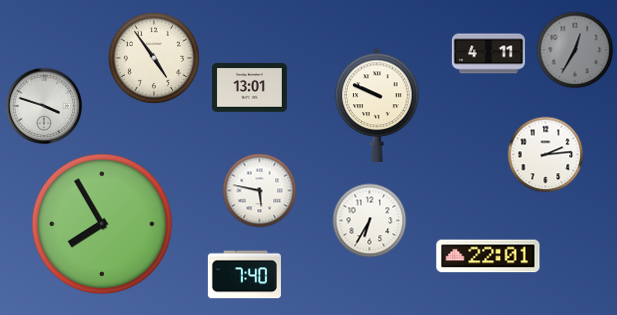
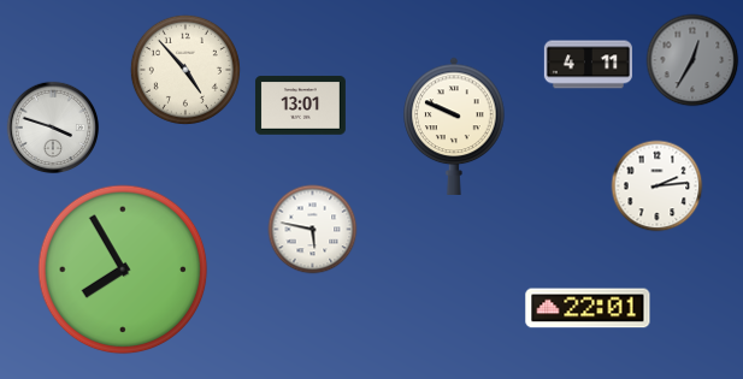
clock at (154, 58): 4:54 -> 4:53
clock at (370, 221): 6:35 -> none
clock at (244, 275): 7:40 -> none
